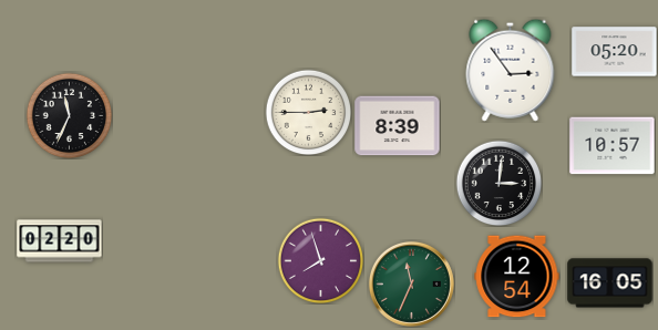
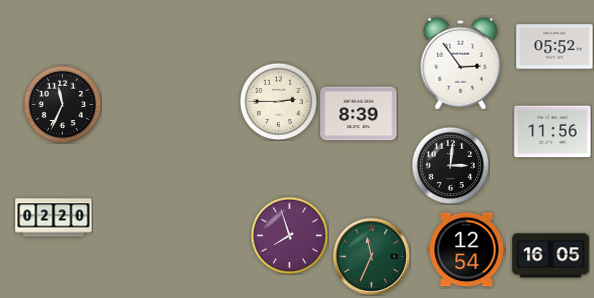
clock at (615, 52): 05:20 -> 05:52
clock at (613, 146): 10:57 -> 11:56
